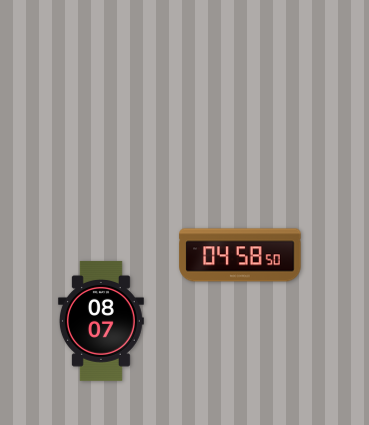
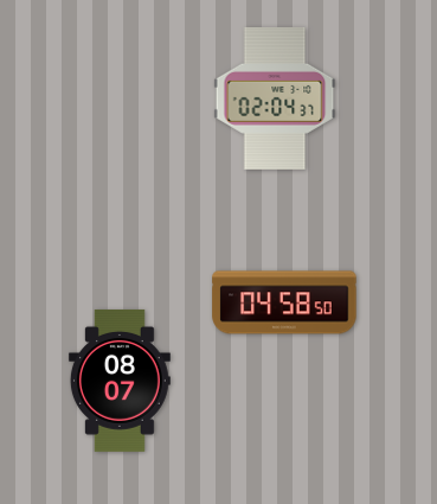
clock at (275, 98): none -> 02:04
